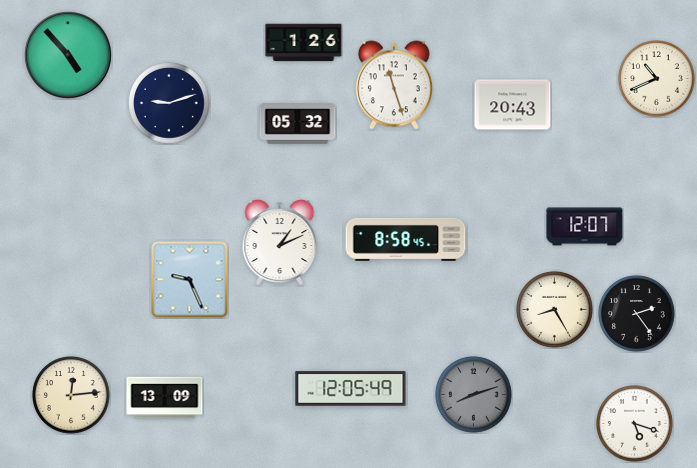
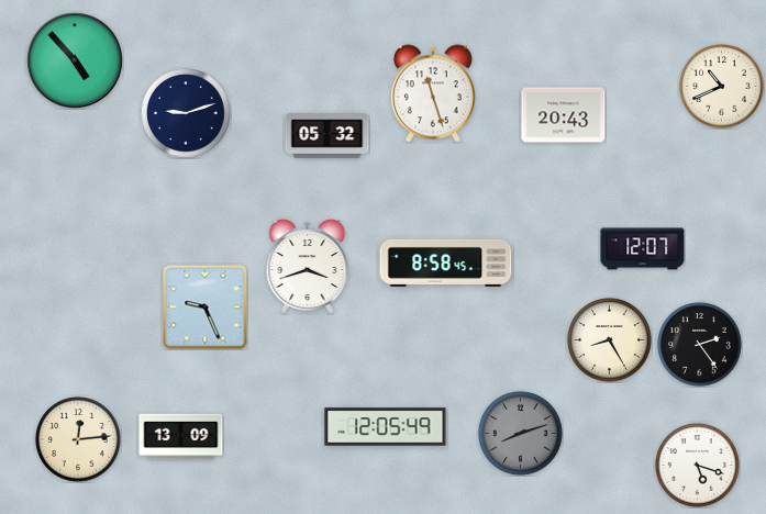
clock at (304, 43): 1:26 -> none
clock at (280, 243): 1:11 -> 3:42
clock at (190, 280) position: (190, 280) -> (206, 308)
clock at (71, 395) position: (71, 395) -> (78, 439)
